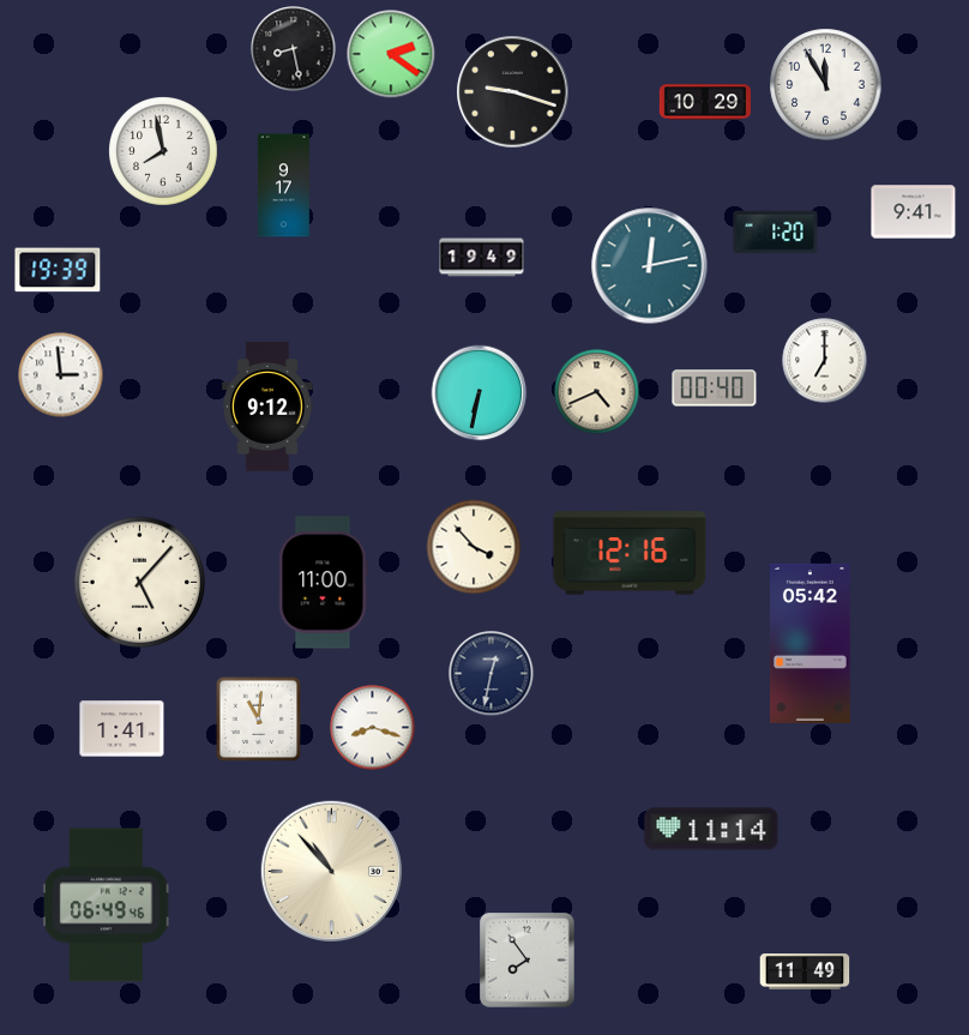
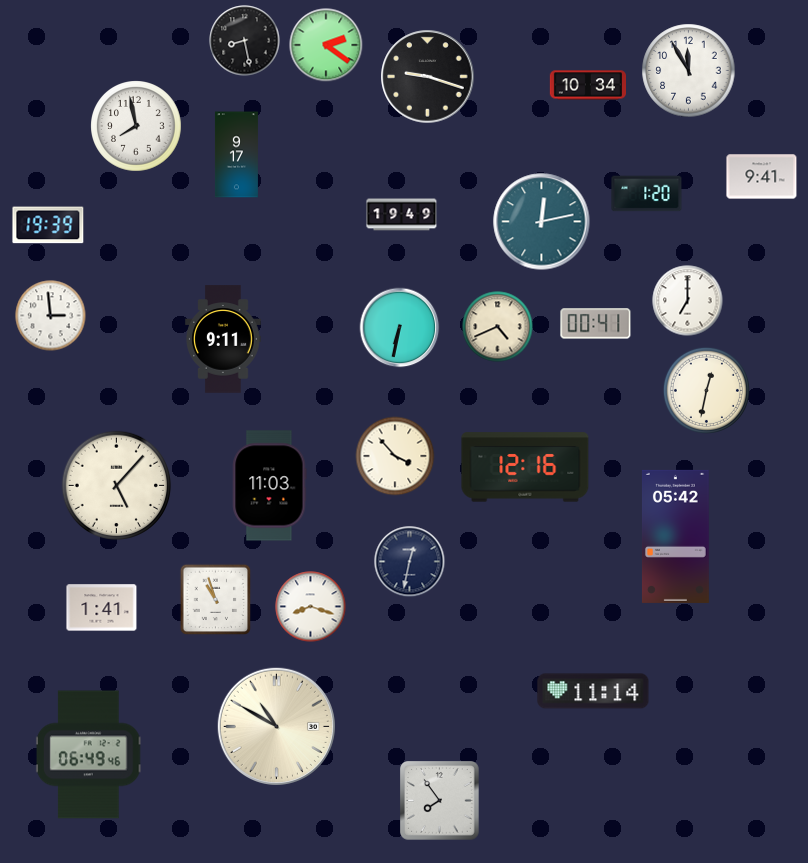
clock at (704, 102): 10:29 -> 10:34
clock at (61, 375) position: (61, 375) -> (51, 316)
clock at (715, 389): 00:40 -> 00:41
clock at (267, 407): 9:12 -> 9:11
clock at (706, 390): none -> 12:32
clock at (630, 553) position: (630, 553) -> (525, 467)
clock at (324, 583): 11:00 -> 11:03
clock at (259, 720): 11:01 -> 10:57
clock at (331, 871): 10:53 -> 10:50
clock at (805, 971): 11:49 -> none
